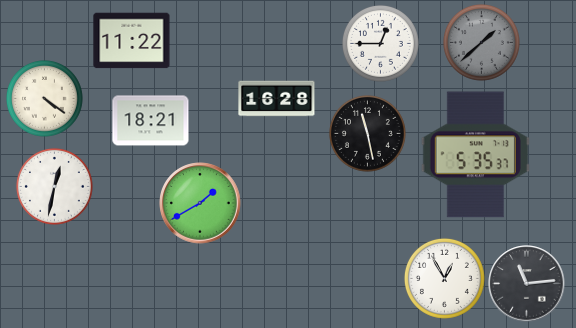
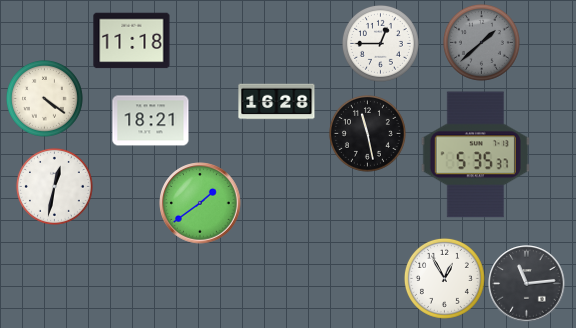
clock at (132, 41): 11:22 -> 11:18
clock at (277, 99) position: (277, 99) -> (277, 102)
clock at (200, 203): 1:40 -> 1:39
